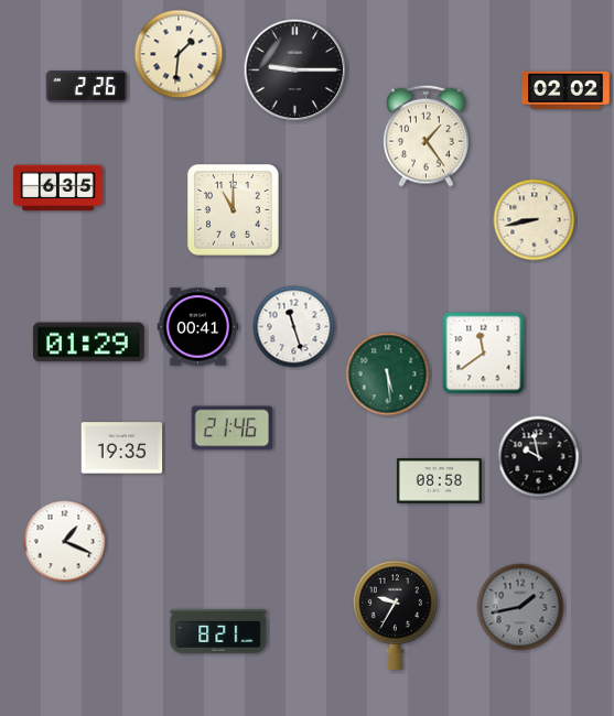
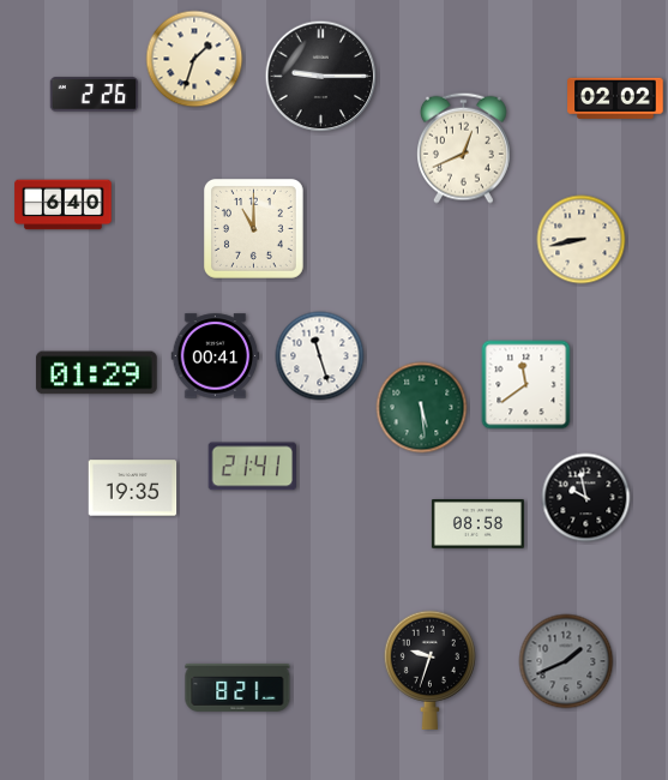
clock at (179, 54): 1:31 -> 1:33
clock at (427, 135): 1:24 -> 12:41
clock at (58, 188): 6:35 -> 6:40
clock at (233, 428): 21:46 -> 21:41
clock at (65, 542): 1:19 -> none
clock at (520, 607): 1:43 -> 1:41
clock at (395, 615): 9:35 -> 9:33
